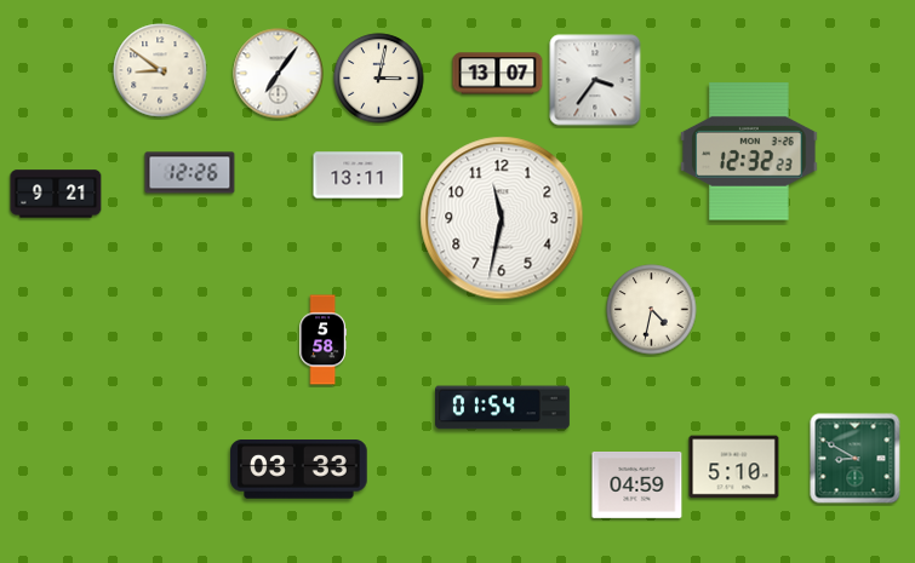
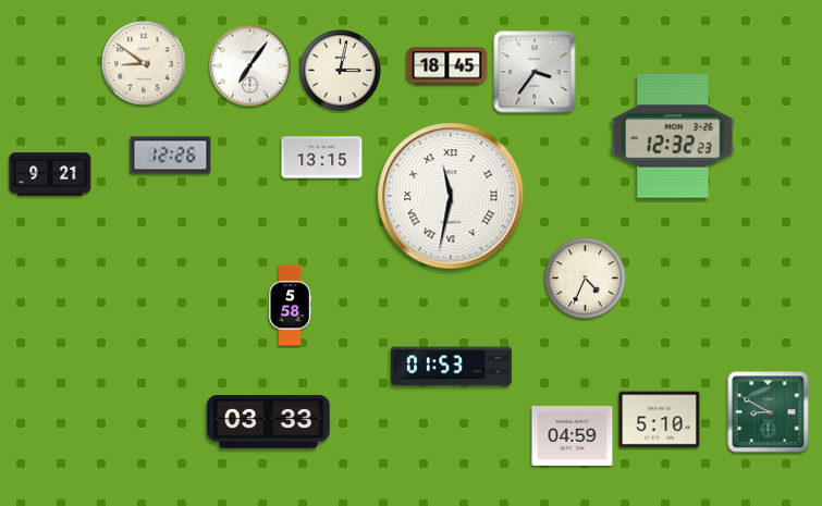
clock at (498, 74): 13:07 -> 18:45
clock at (359, 176): 13:11 -> 13:15
clock at (502, 218) numerals: Arabic -> Roman
clock at (652, 310): 4:32 -> 4:34
clock at (503, 408): 01:54 -> 01:53
